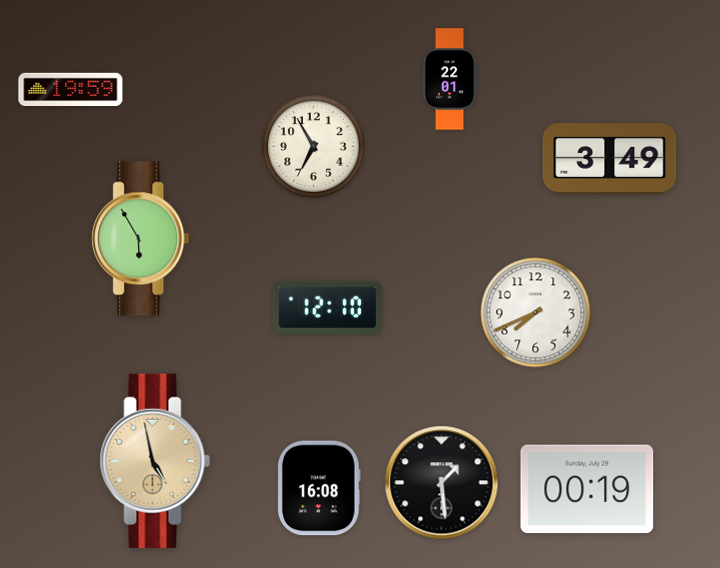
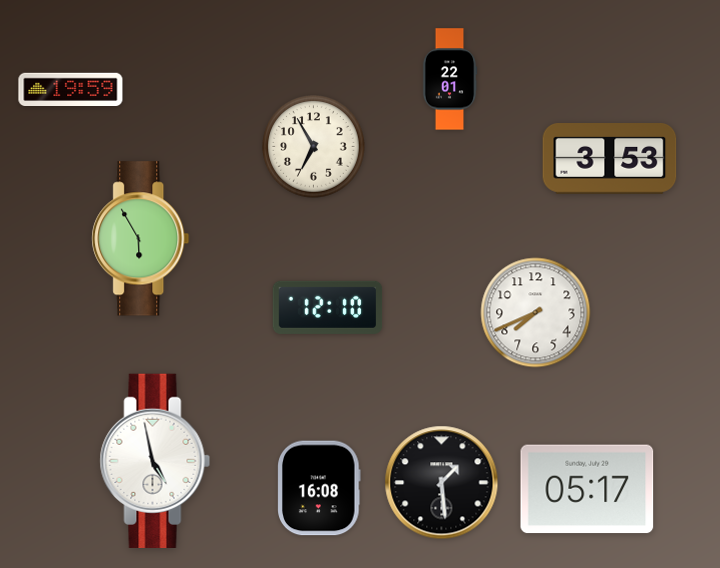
clock at (610, 159): 3:49 -> 3:53
clock at (155, 461) dial: champagne -> white
clock at (587, 489): 00:19 -> 05:17
